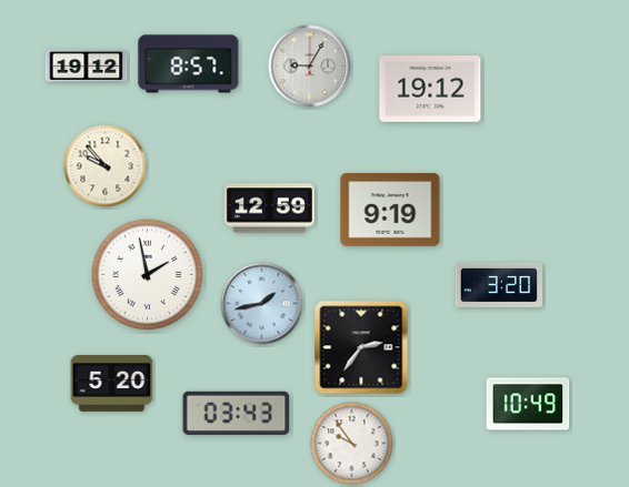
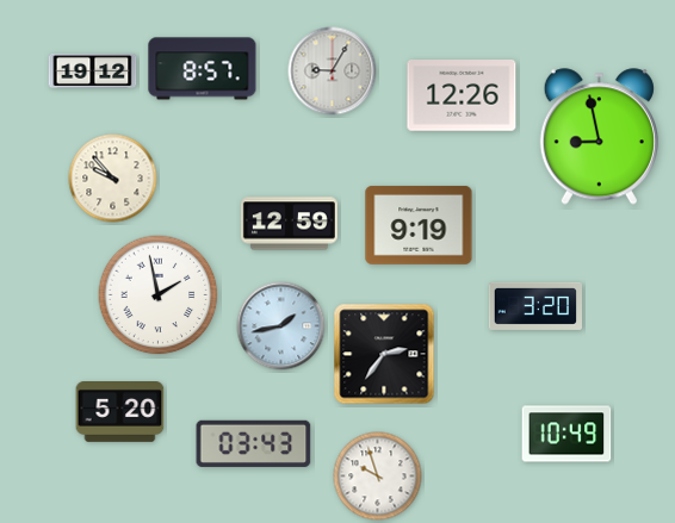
clock at (430, 90): 19:12 -> 12:26
clock at (599, 137): none -> 8:58
clock at (361, 347) position: (361, 347) -> (384, 354)
clock at (352, 444): 9:54 -> 9:57
